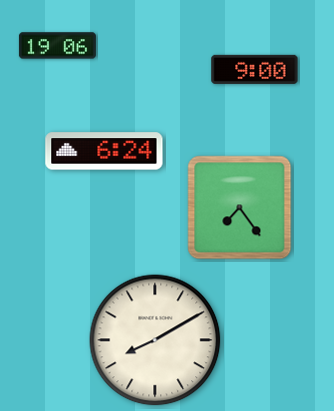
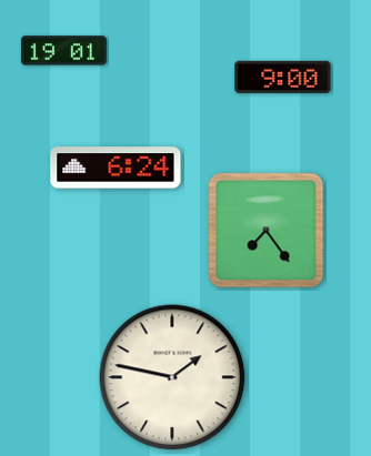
clock at (57, 46): 19:06 -> 19:01
clock at (155, 340): 8:10 -> 1:47
